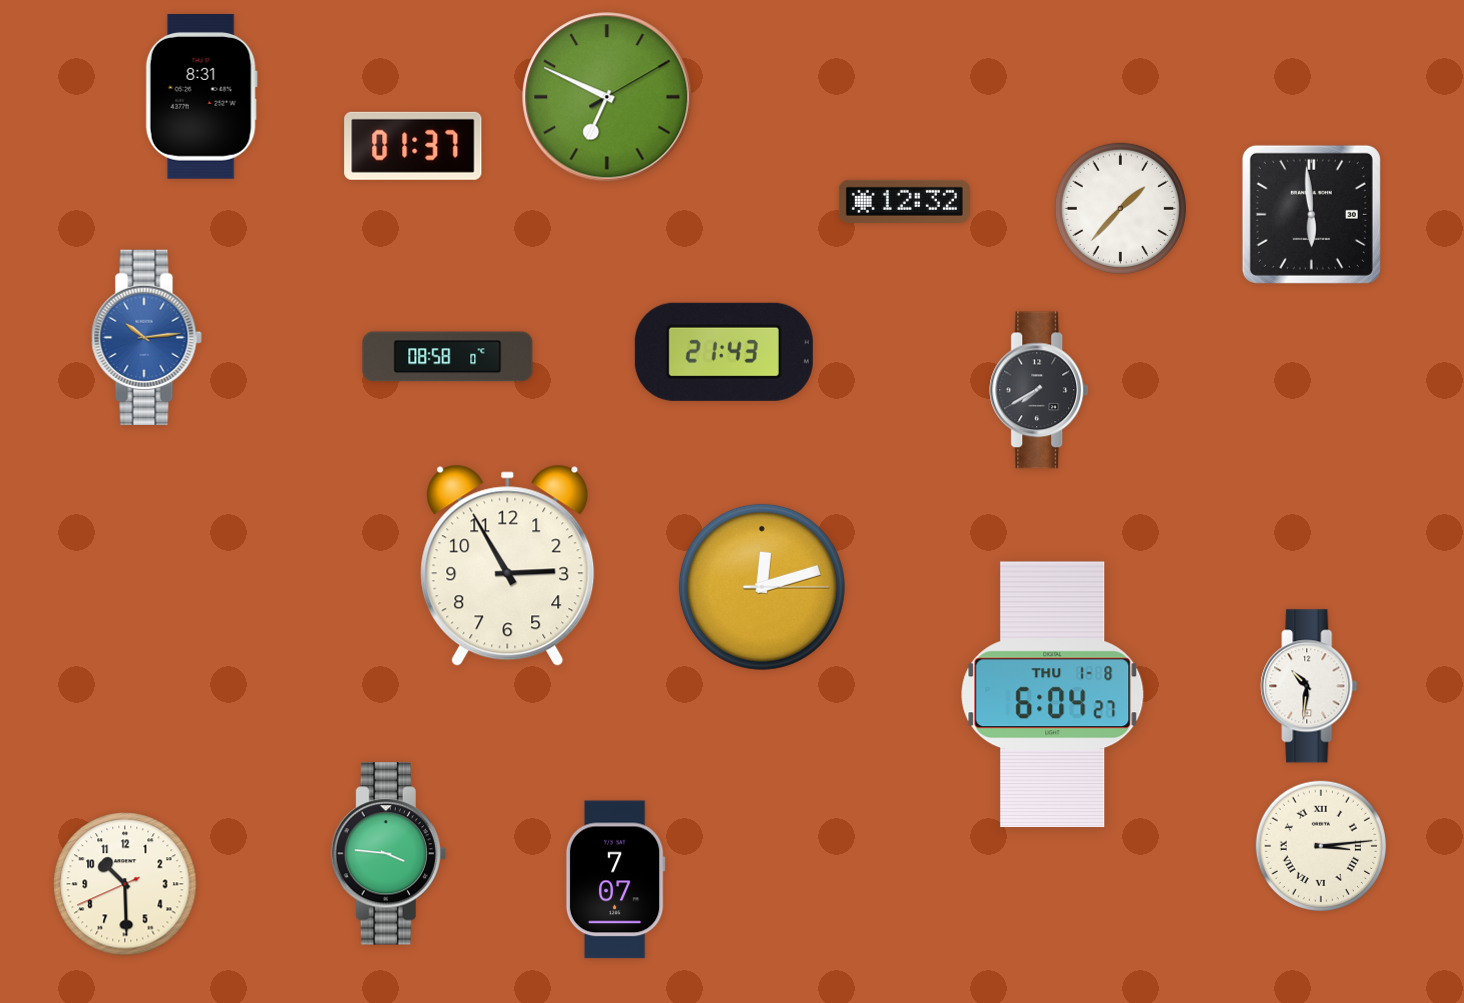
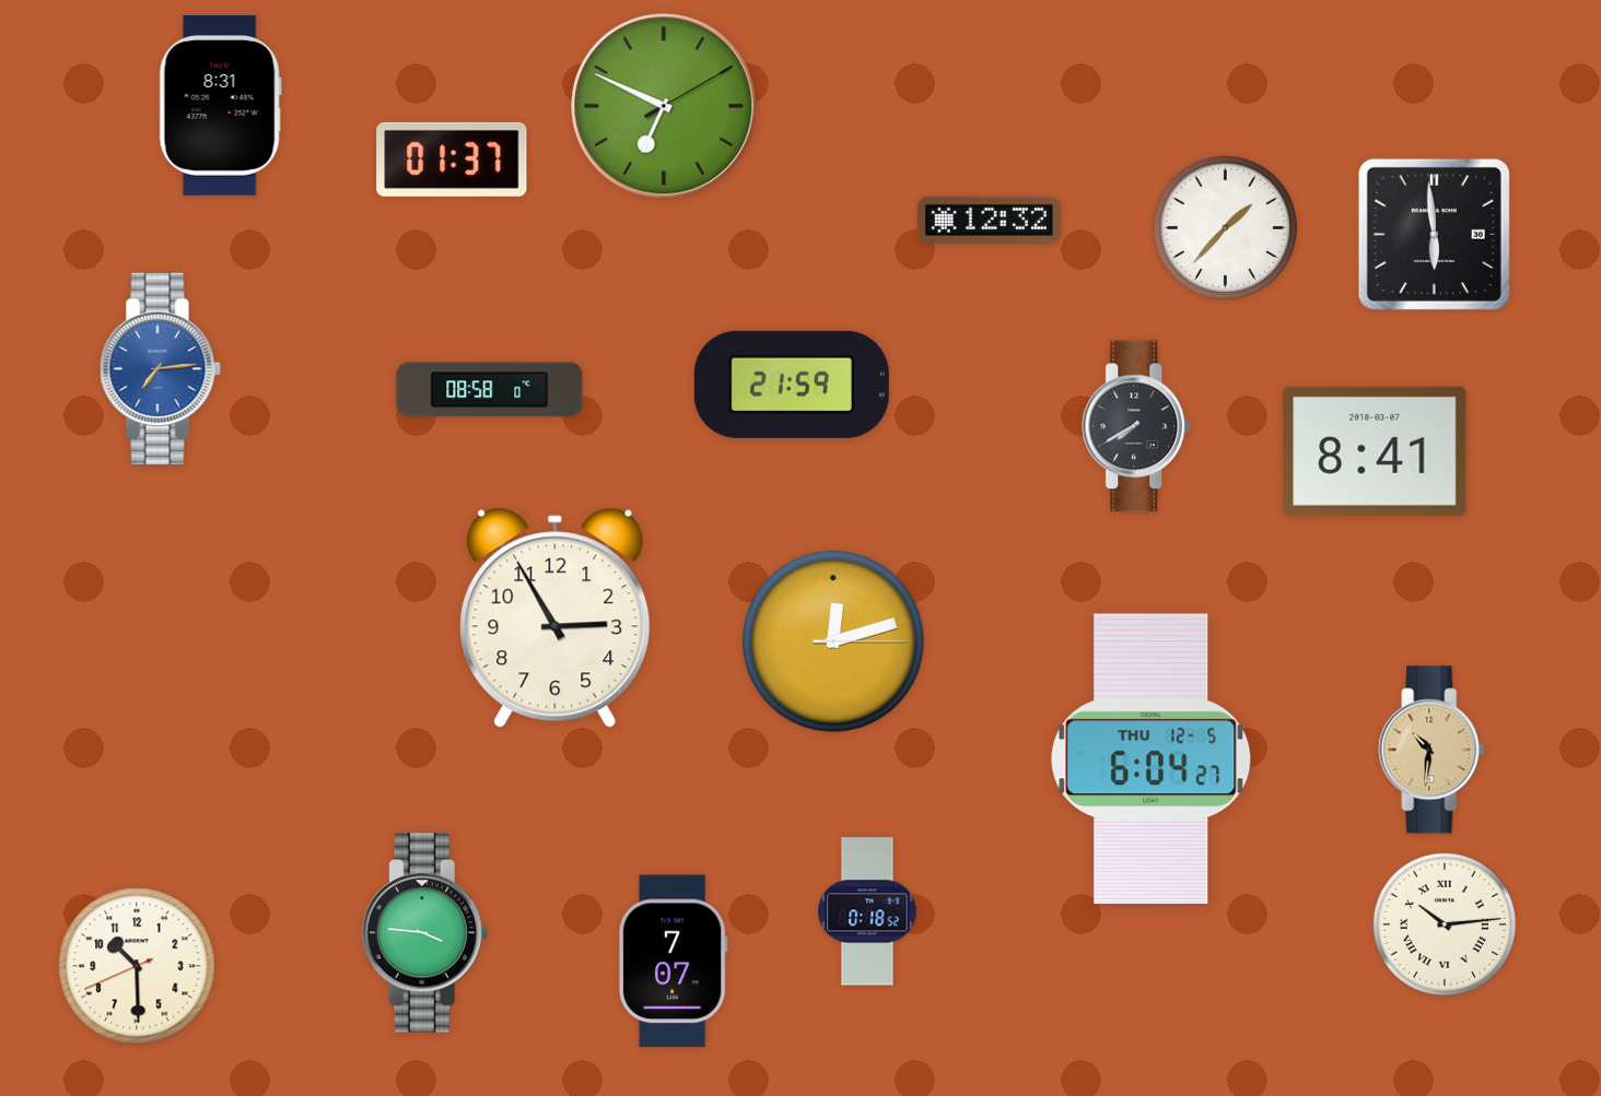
clock at (146, 337): 10:14 -> 7:14
clock at (724, 352): 21:43 -> 21:59
clock at (1375, 451): none -> 8:41
clock at (1309, 686) dial: white -> champagne
clock at (1053, 695) date: THU 1-8 -> THU 12-5
clock at (867, 911): none -> 0:18
clock at (1320, 845): 3:14 -> 10:14
